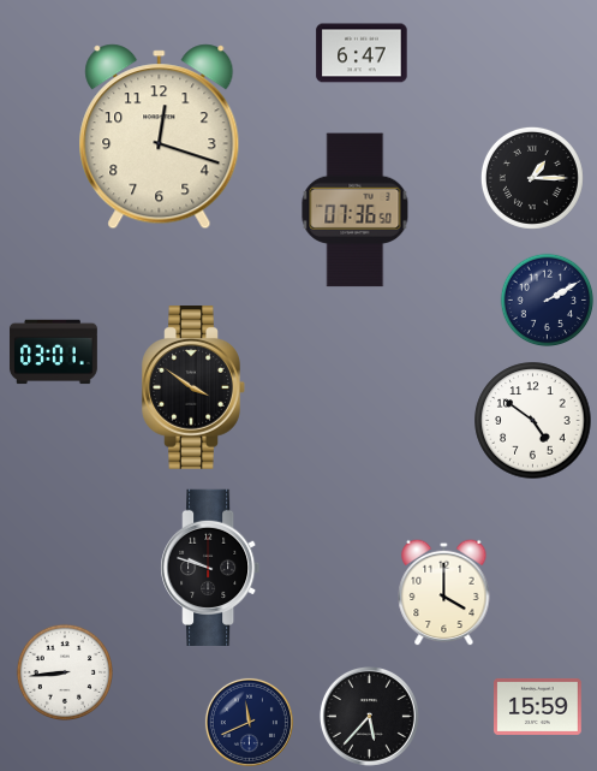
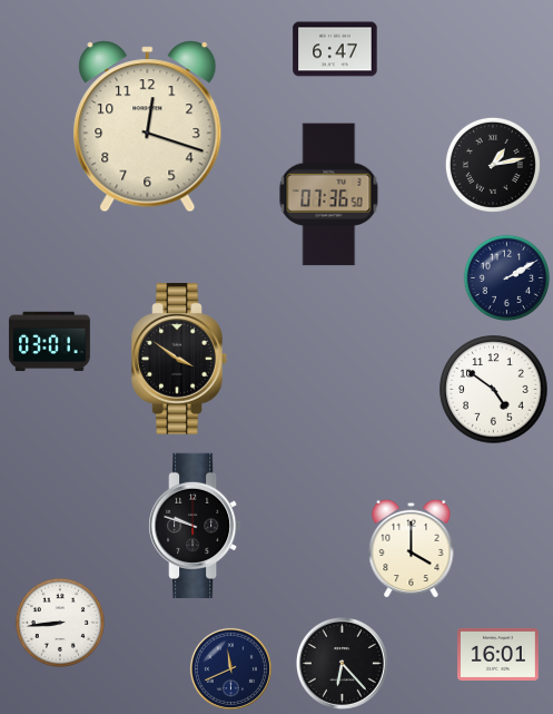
clock at (532, 178): 1:15 -> 1:13
clock at (54, 352) position: (54, 352) -> (50, 342)
clock at (538, 706): 15:59 -> 16:01
clock at (369, 716): 5:37 -> 6:23
